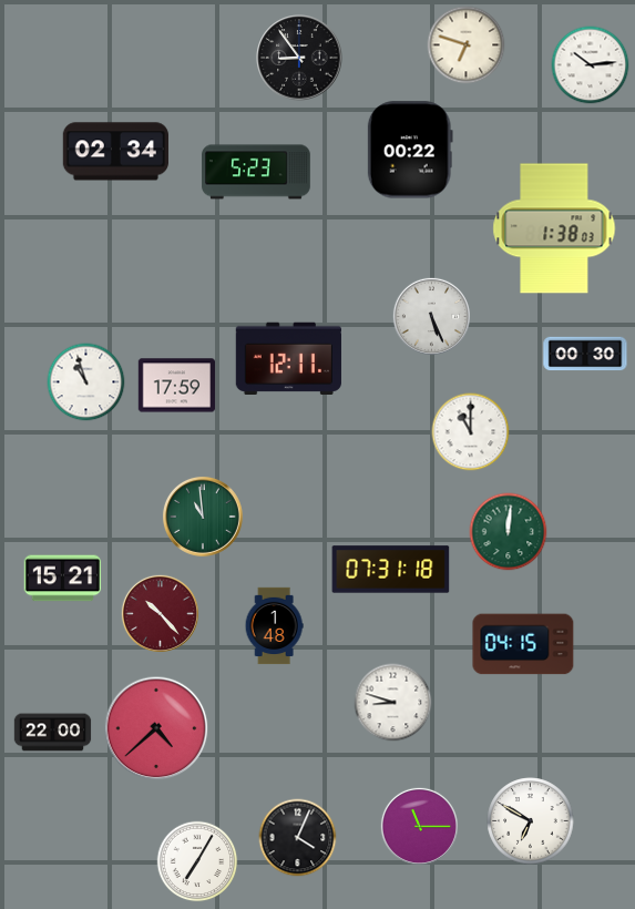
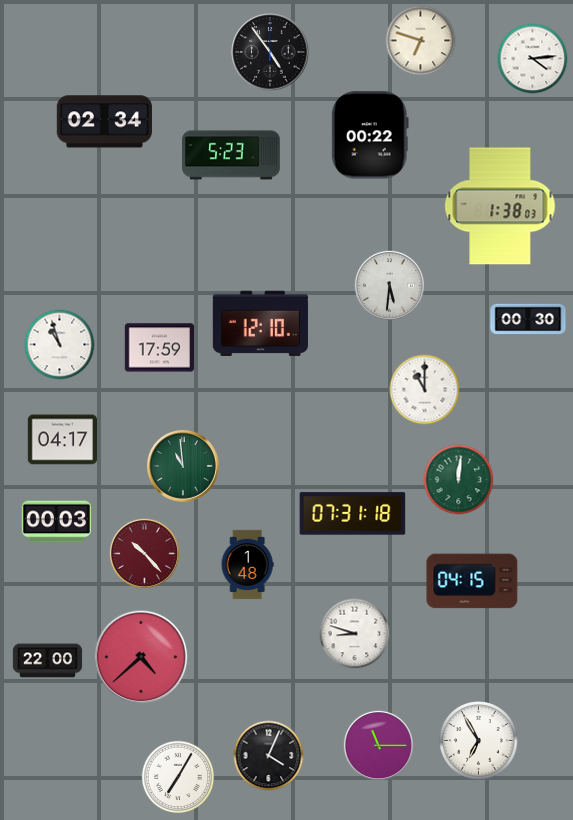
clock at (299, 58): 8:54 -> 4:54
clock at (591, 65): 10:14 -> 4:14
clock at (115, 152) position: (115, 152) -> (104, 122)
clock at (431, 316): 5:26 -> 5:31
clock at (288, 358): 12:11 -> 12:10
clock at (86, 382) position: (86, 382) -> (60, 345)
clock at (63, 440): none -> 04:17
clock at (63, 579): 15:21 -> 00:03
clock at (531, 821): 6:50 -> 6:55
